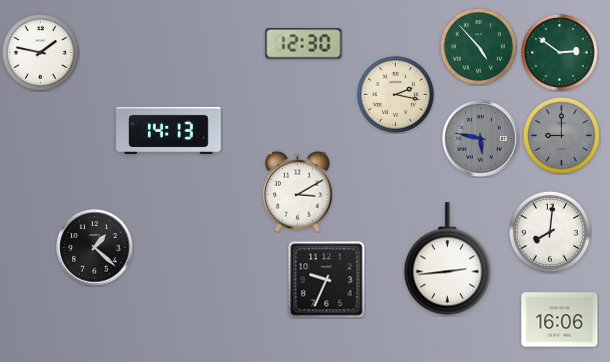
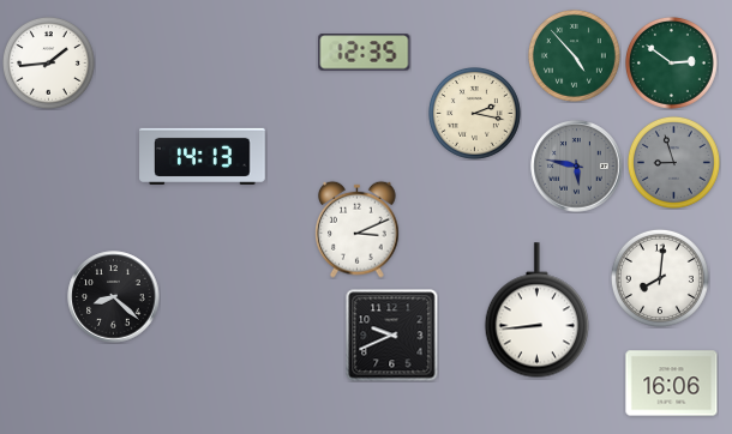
clock at (304, 44): 12:30 -> 12:35
clock at (40, 52): 1:47 -> 1:44
clock at (561, 135): 9:00 -> 8:57
clock at (298, 191): 3:10 -> 3:11
clock at (95, 248): 1:22 -> 8:22
clock at (447, 259): 2:44 -> 8:44
clock at (327, 280): 9:34 -> 9:41
